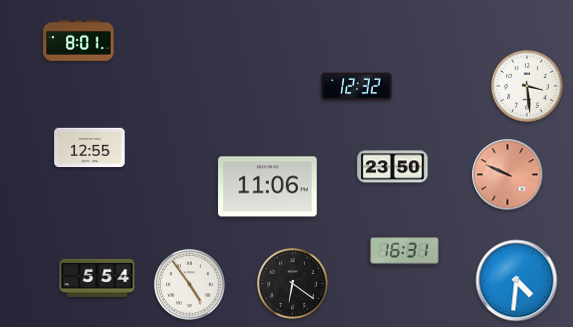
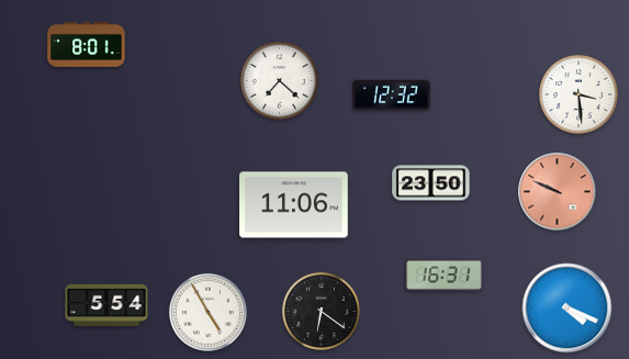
clock at (279, 80): none -> 7:22
clock at (90, 148): 12:55 -> none
clock at (517, 281): 4:31 -> 4:19
clock at (189, 284): 4:54 -> 4:55
